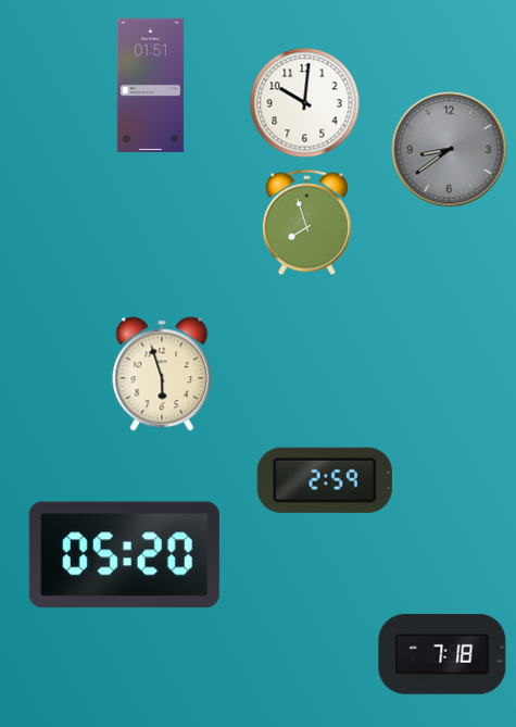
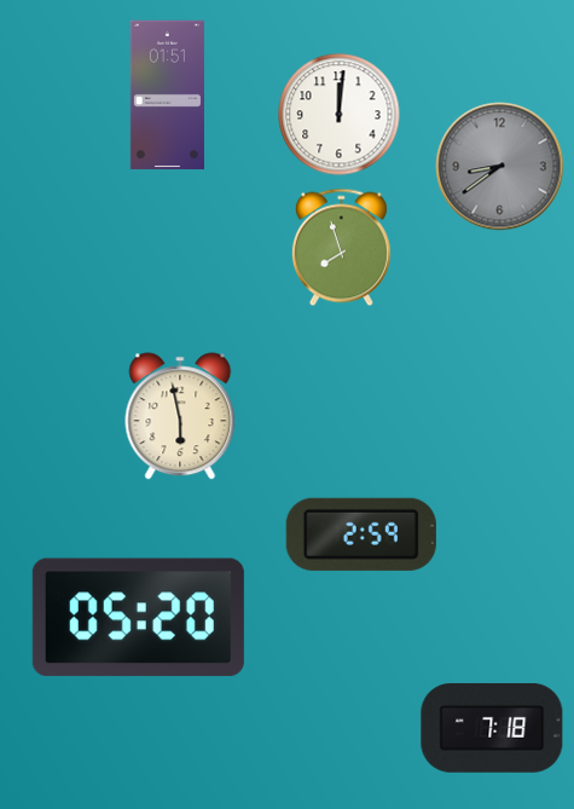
clock at (305, 103): 10:01 -> 12:01
clock at (162, 374): 5:57 -> 5:58
